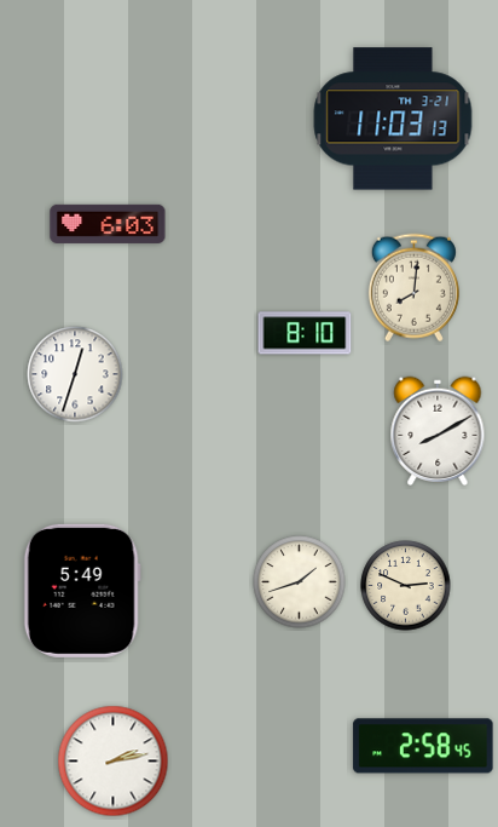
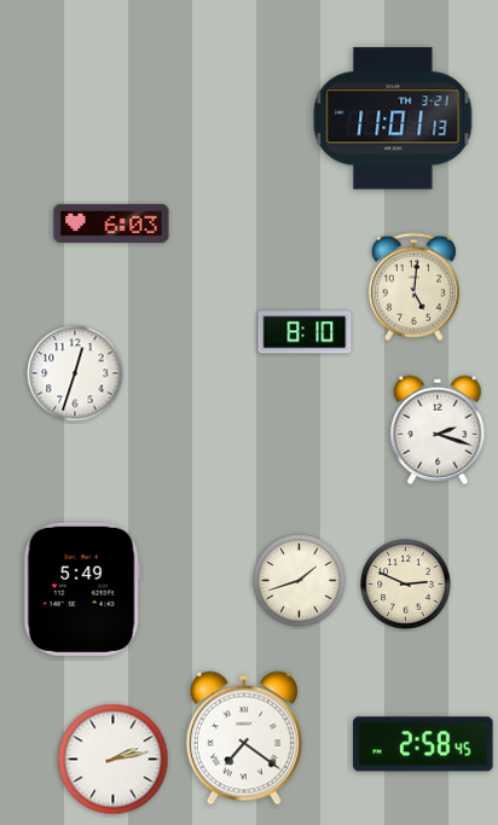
clock at (393, 119): 11:03 -> 11:01
clock at (108, 224) position: (108, 224) -> (111, 223)
clock at (413, 288): 8:01 -> 5:01
clock at (438, 430): 8:10 -> 2:18
clock at (244, 738): none -> 7:21
